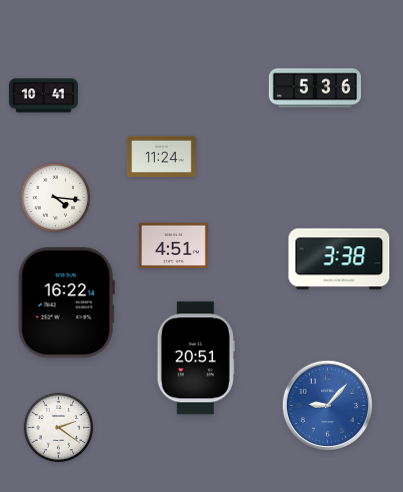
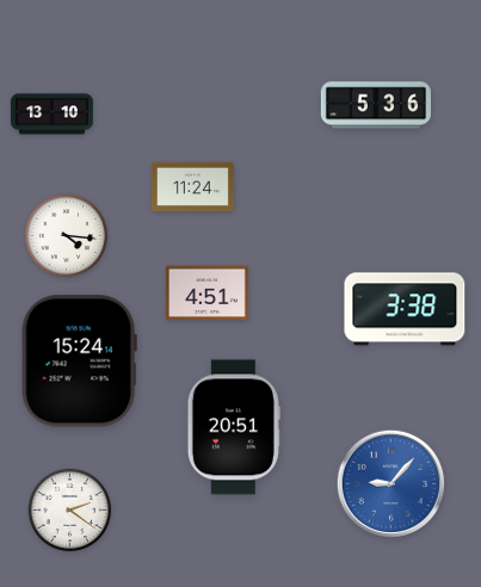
clock at (43, 96): 10:41 -> 13:10
clock at (66, 303): 16:22 -> 15:24
